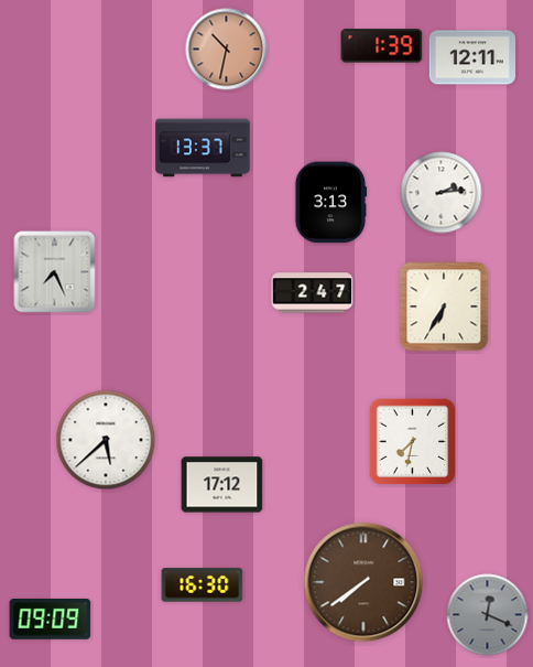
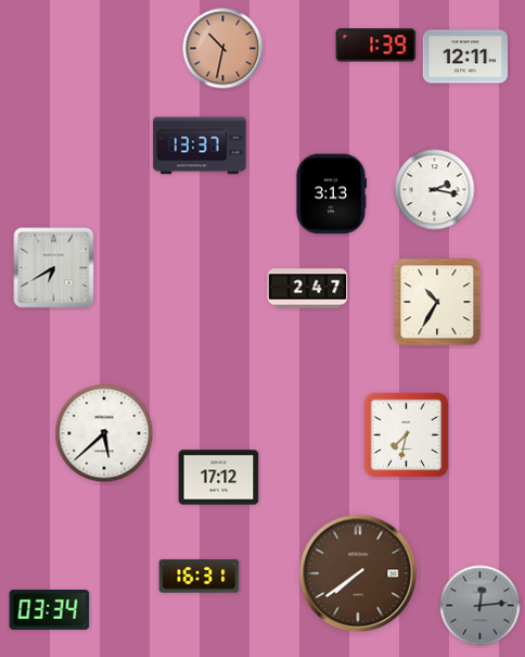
clock at (442, 193): 2:14 -> 2:17
clock at (330, 203) position: (330, 203) -> (331, 194)
clock at (55, 272): 7:26 -> 6:40
clock at (444, 306): 6:35 -> 10:35
clock at (203, 585): 16:30 -> 16:31
clock at (488, 615): 12:19 -> 12:14
clock at (51, 620): 09:09 -> 03:34
